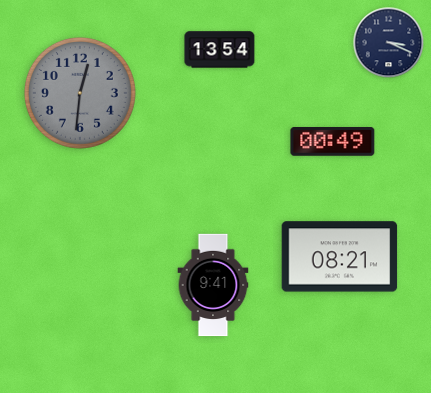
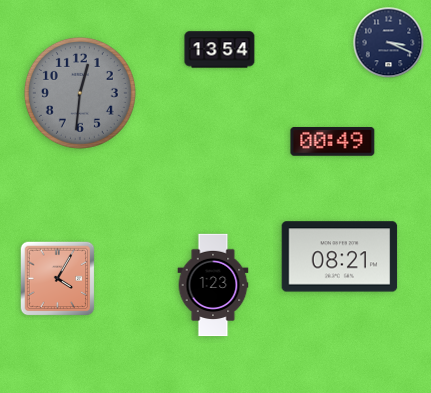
clock at (58, 279): none -> 4:05
clock at (213, 285): 9:41 -> 1:23
